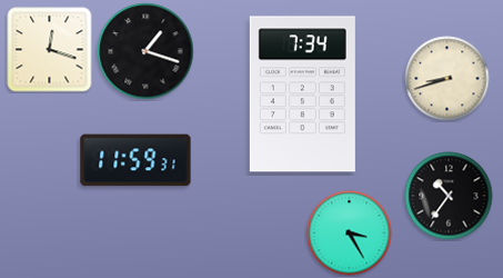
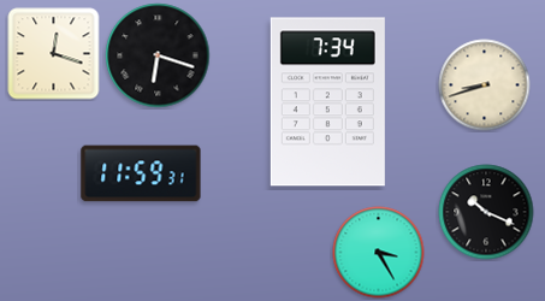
clock at (145, 51): 1:18 -> 6:18
clock at (135, 160) position: (135, 160) -> (141, 173)
clock at (449, 196): 10:36 -> 10:19
